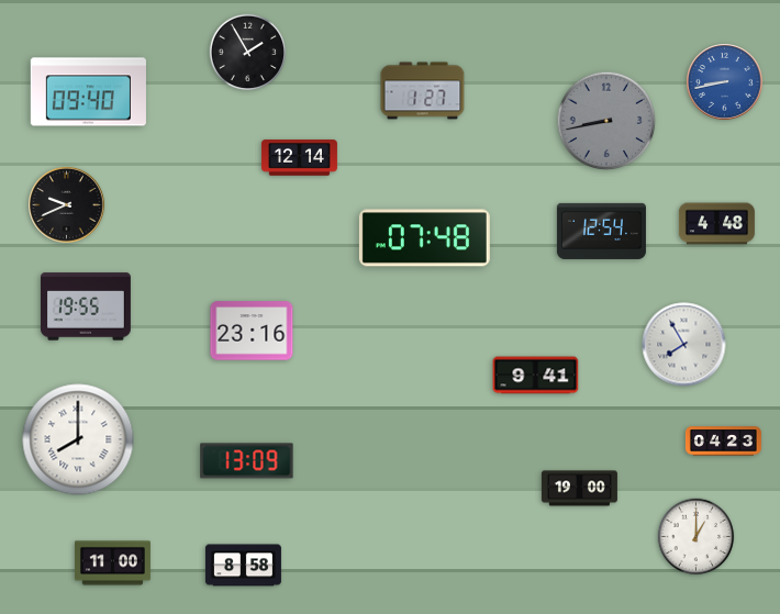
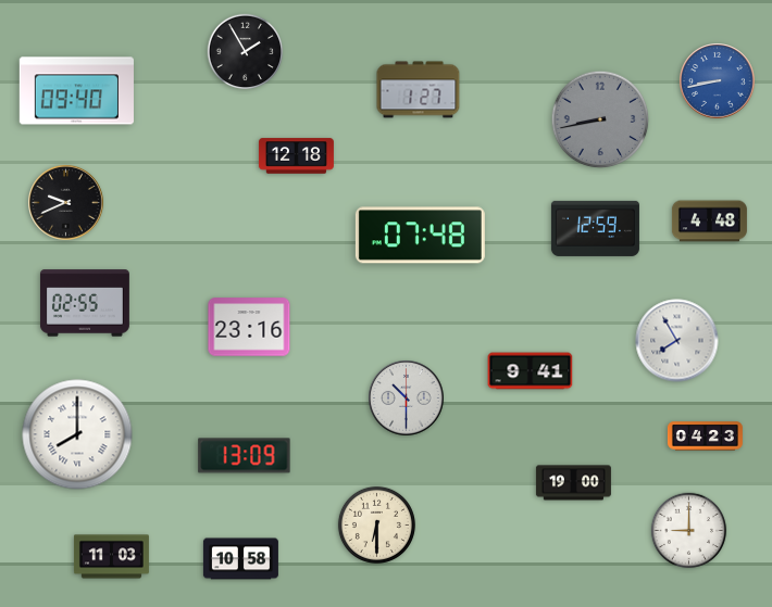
clock at (88, 92) position: (88, 92) -> (76, 91)
clock at (299, 158): 12:14 -> 12:18
clock at (601, 231): 12:54 -> 12:59
clock at (86, 306): 19:55 -> 02:55
clock at (407, 399): none -> 10:30
clock at (723, 442) position: (723, 442) -> (705, 437)
clock at (376, 524): none -> 6:30
clock at (697, 537): 1:00 -> 9:00
clock at (112, 563): 11:00 -> 11:03
clock at (243, 566): 8:58 -> 10:58
